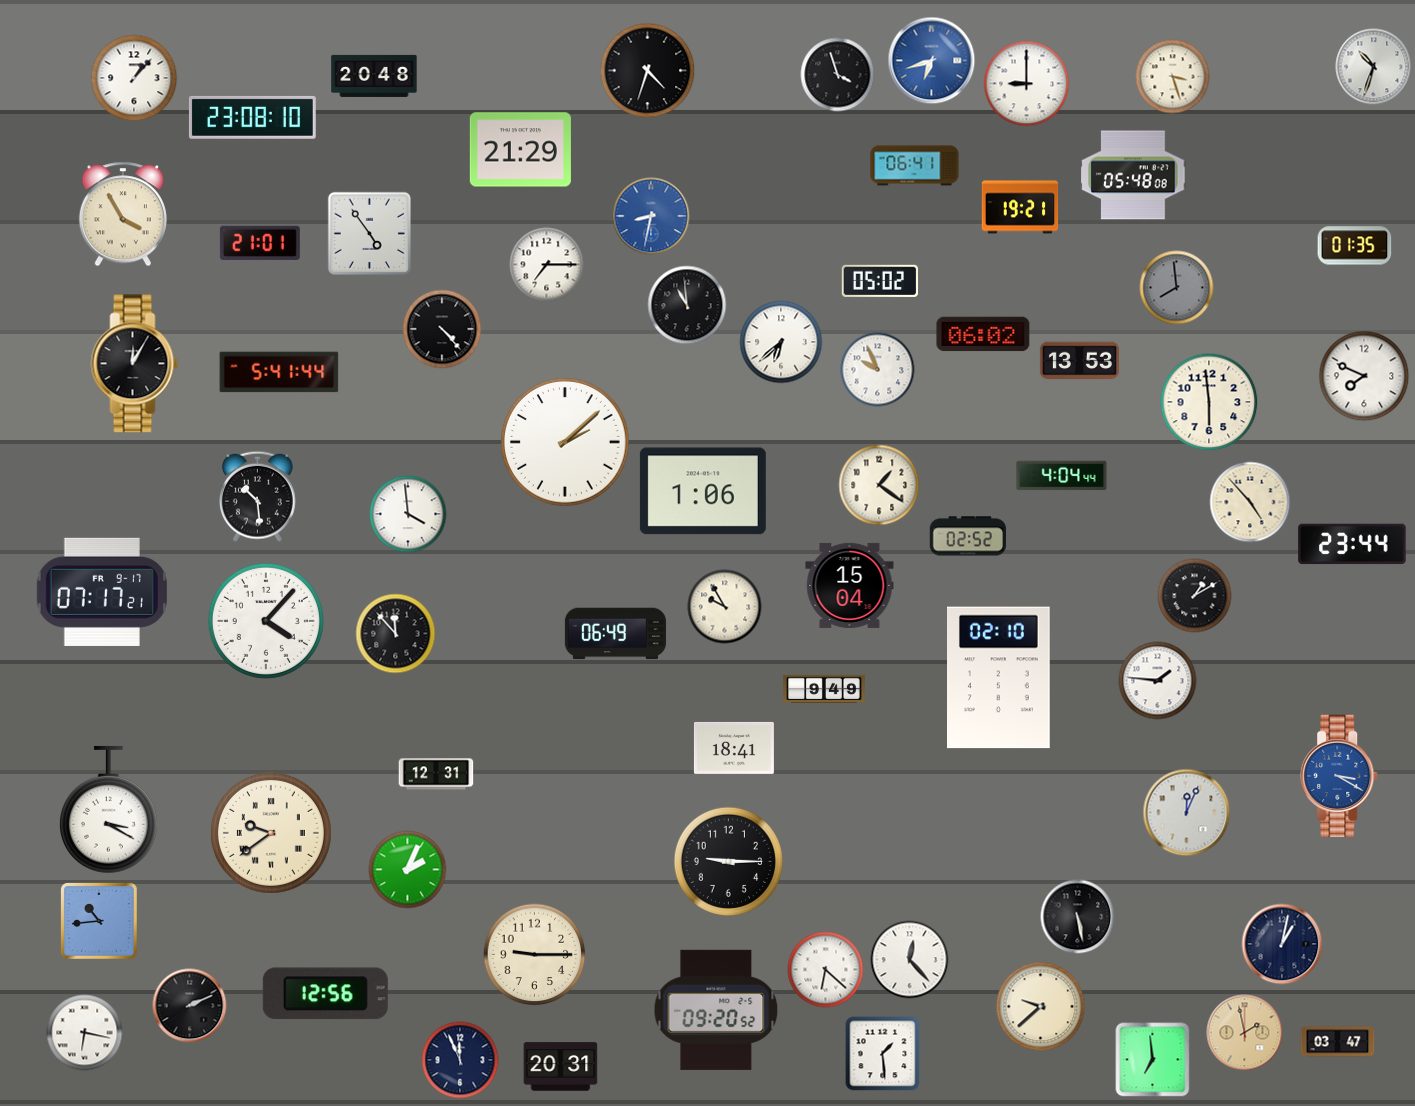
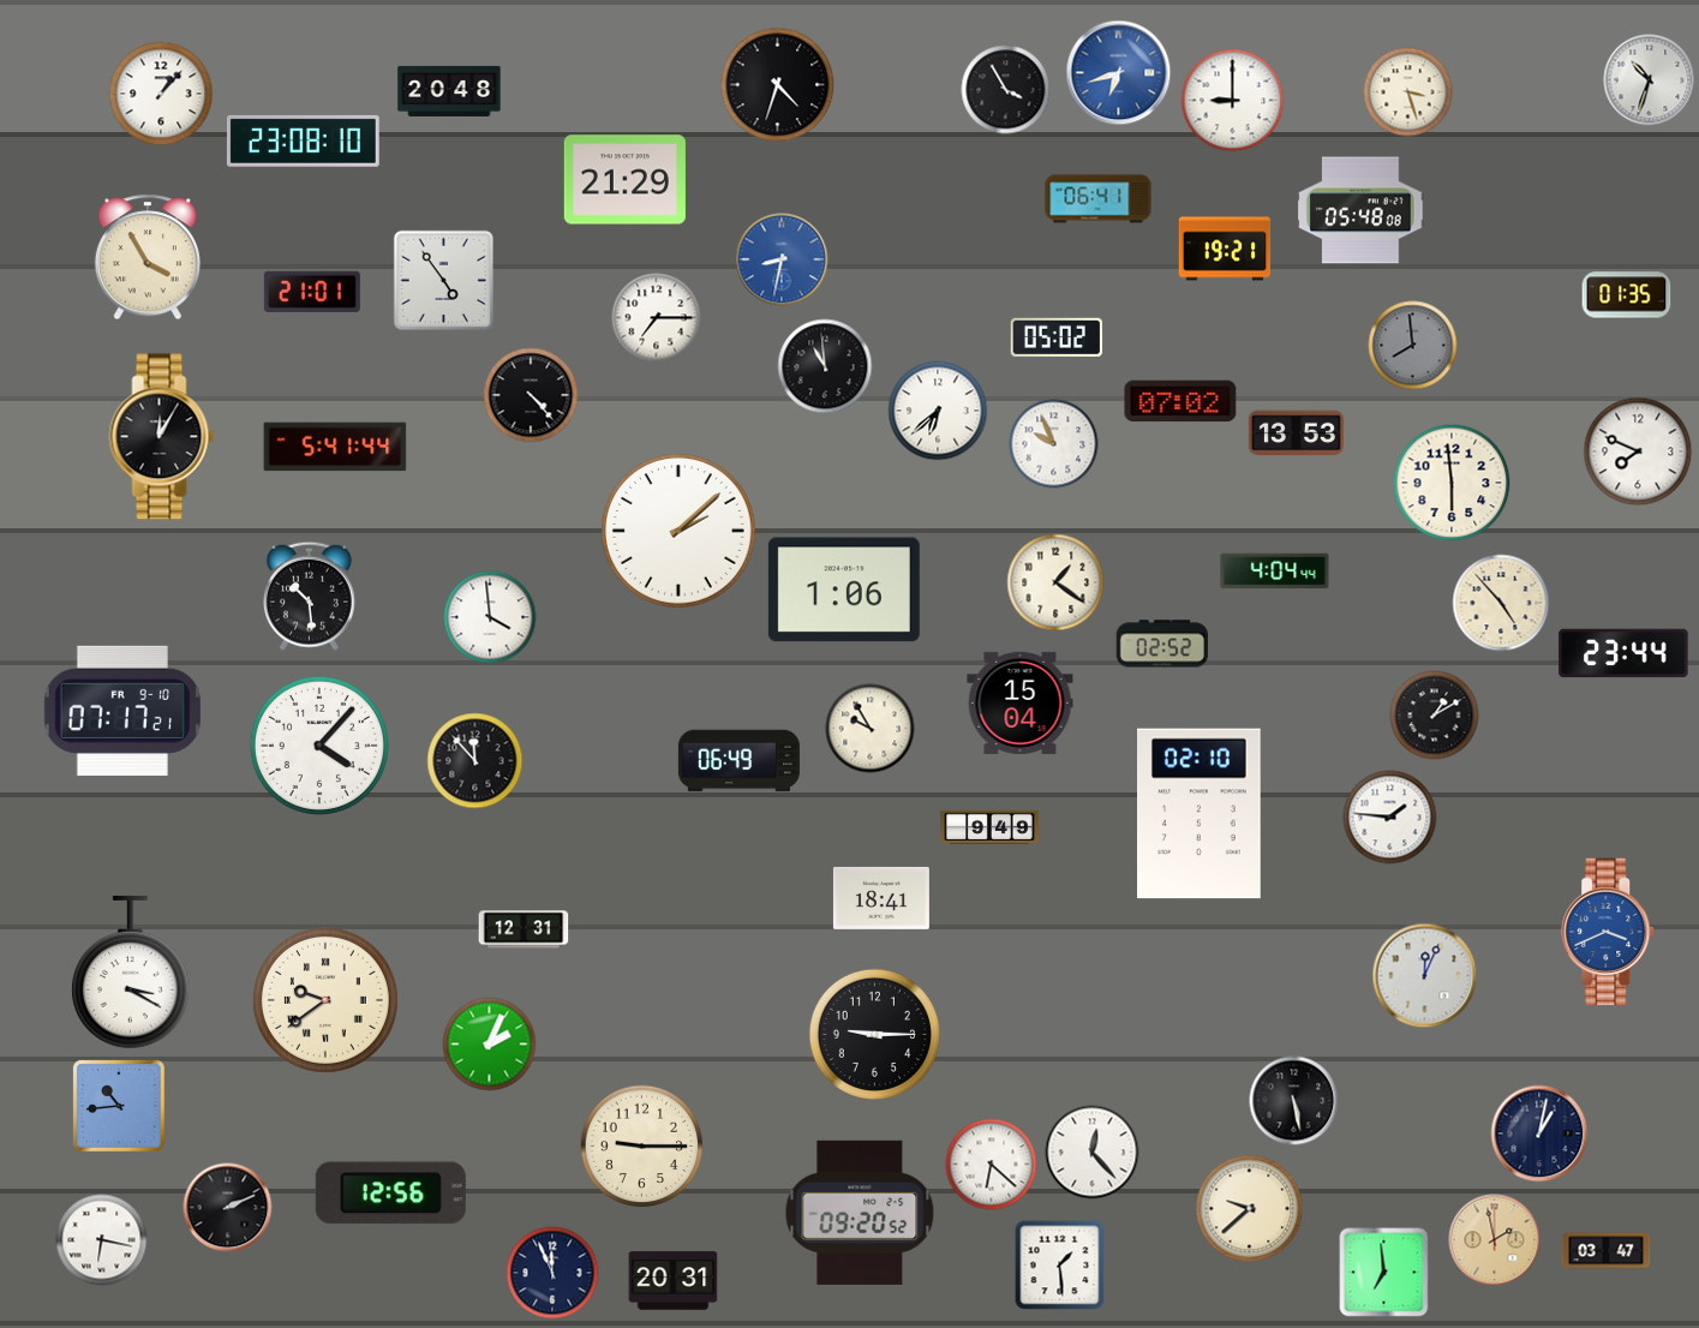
clock at (838, 75): 3:57 -> 3:55
clock at (983, 334): 06:02 -> 07:02
clock at (101, 592) date: FR 9-17 -> FR 9-10
clock at (1340, 775): 3:20 -> 3:41
